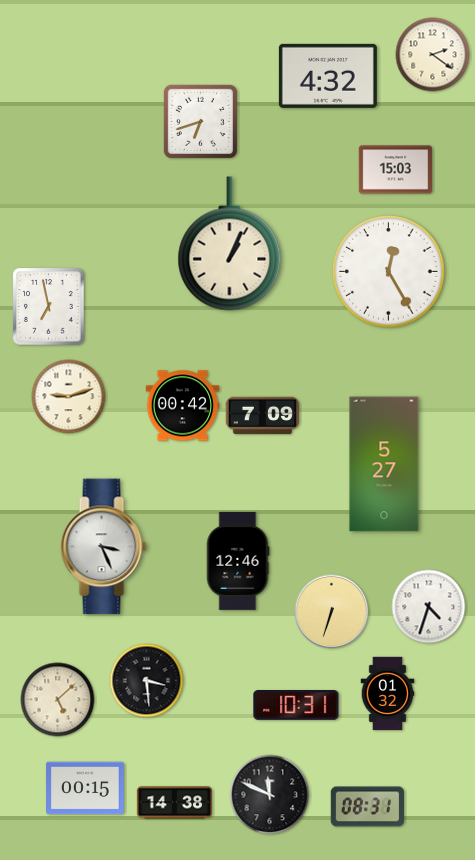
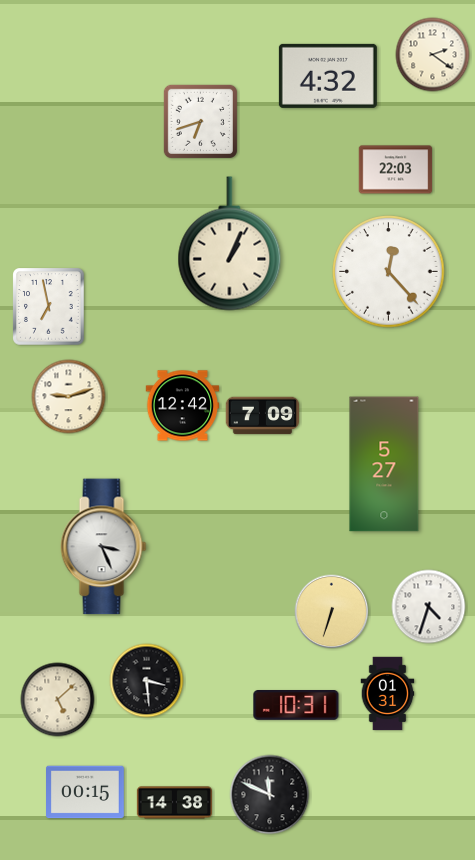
clock at (396, 170): 15:03 -> 22:03
clock at (389, 272): 12:25 -> 12:23
clock at (183, 406): 00:42 -> 12:42
clock at (238, 561): 12:46 -> none
clock at (388, 694): 01:32 -> 01:31
clock at (86, 788) position: (86, 788) -> (86, 792)
clock at (368, 807): 08:31 -> none
